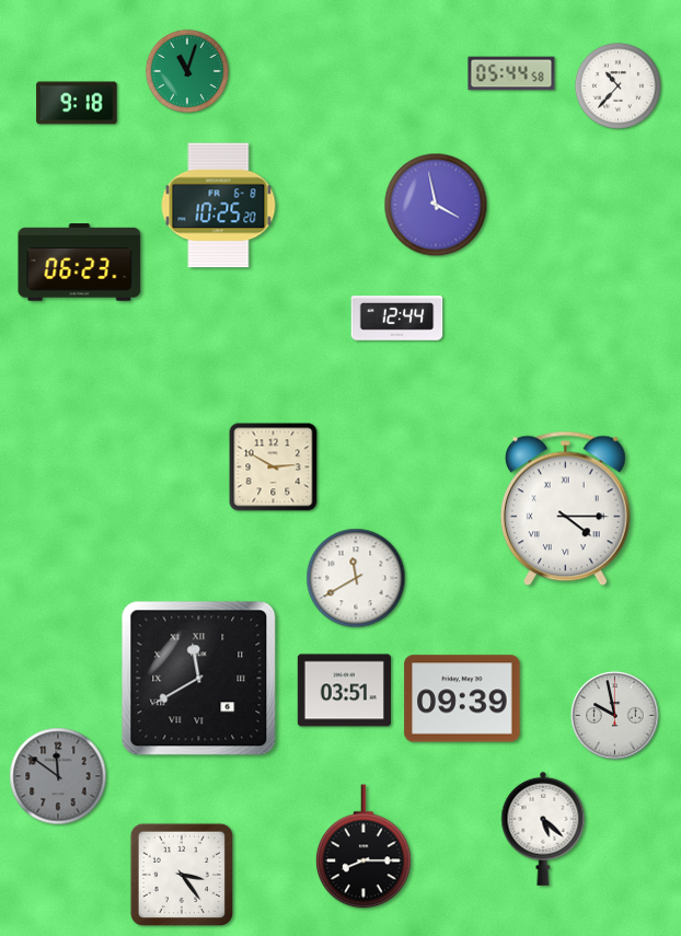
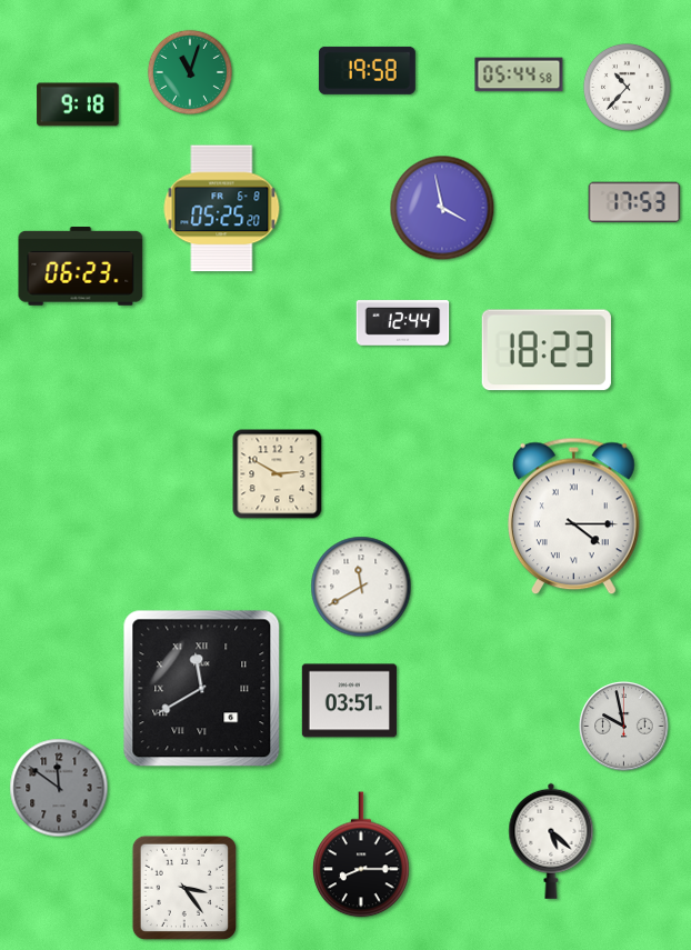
clock at (367, 70): none -> 19:58
clock at (634, 202): none -> 17:53
clock at (219, 206): 10:25 -> 05:25
clock at (547, 350): none -> 18:23
clock at (462, 698): 09:39 -> none
clock at (365, 846) position: (365, 846) -> (362, 854)
